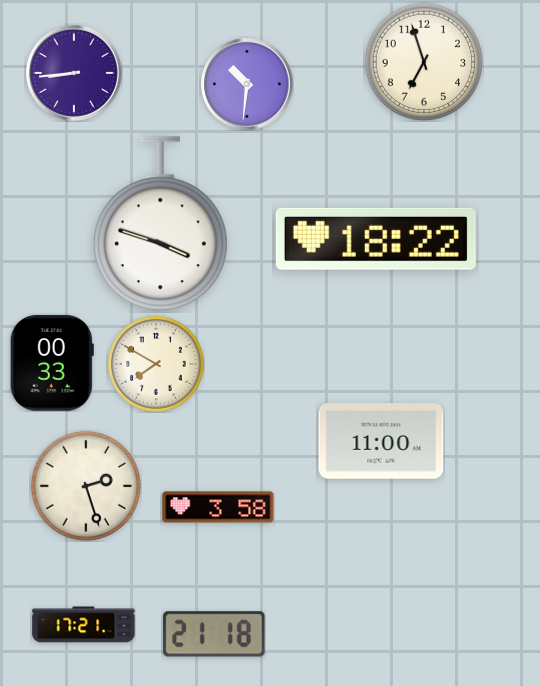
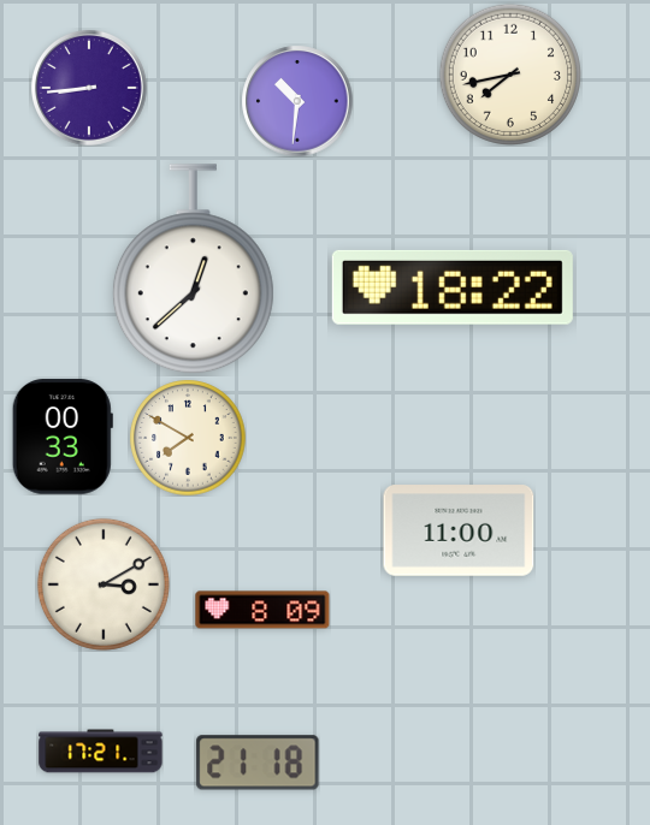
clock at (424, 62): 6:57 -> 7:43
clock at (160, 224): 3:48 -> 12:38
clock at (86, 486): 2:27 -> 3:10
clock at (218, 507): 3:58 -> 8:09
